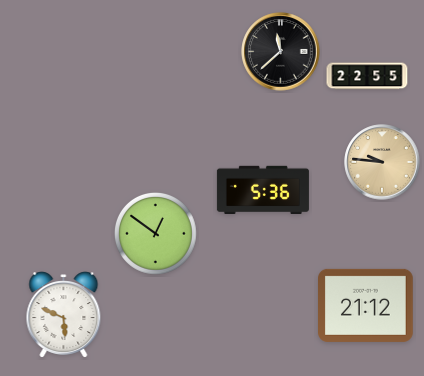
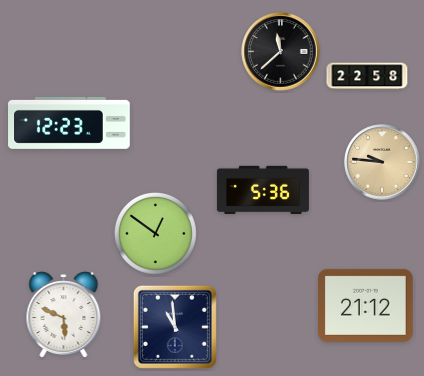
clock at (367, 76): 22:55 -> 22:58
clock at (69, 123): none -> 12:23
clock at (175, 327): none -> 10:59
